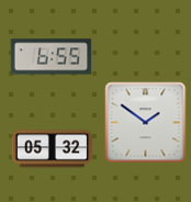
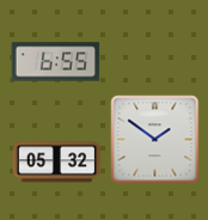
clock at (146, 123) position: (146, 123) -> (155, 140)
